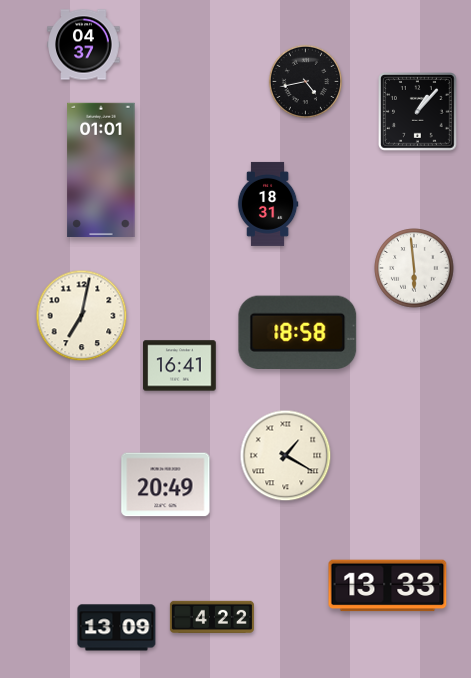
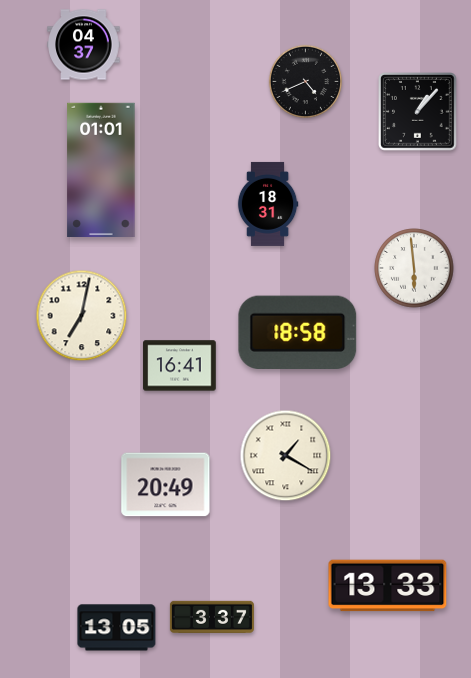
clock at (306, 82): 4:43 -> 4:41
clock at (212, 617): 4:22 -> 3:37
clock at (117, 628): 13:09 -> 13:05
